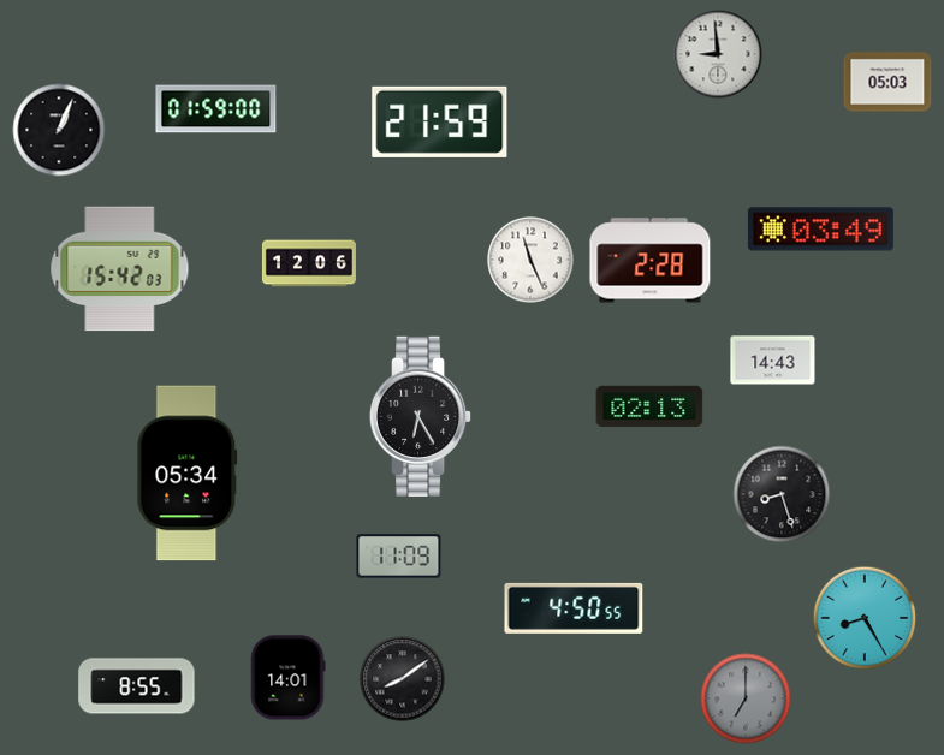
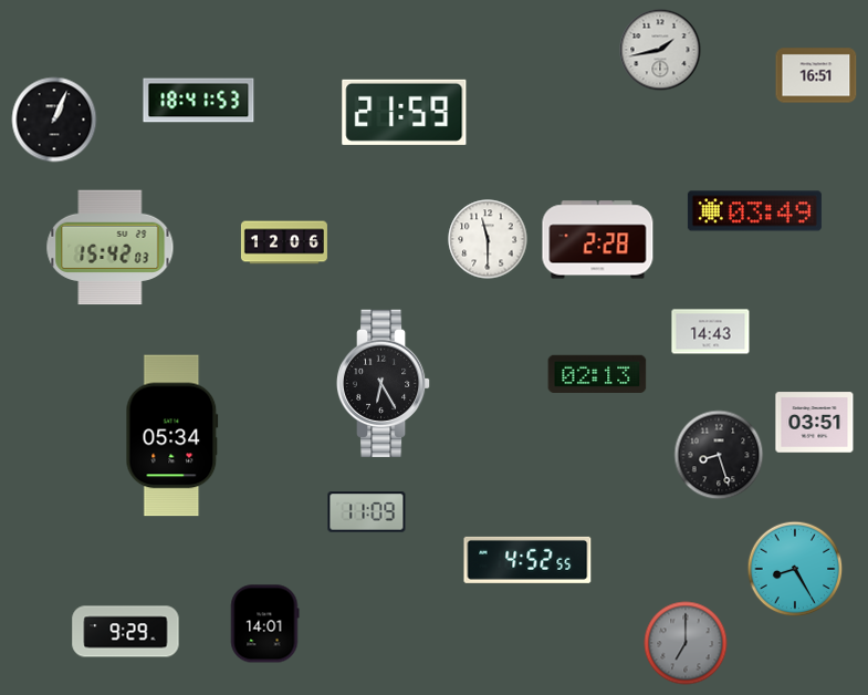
clock at (718, 54): 8:59 -> 1:43
clock at (887, 82): 05:03 -> 16:51
clock at (216, 109): 01:59 -> 18:41
clock at (530, 260): 11:26 -> 11:30
clock at (421, 416) position: (421, 416) -> (384, 383)
clock at (815, 423): none -> 03:51
clock at (574, 608): 4:50 -> 4:52
clock at (403, 679): 8:09 -> none
clock at (137, 686): 8:55 -> 9:29
